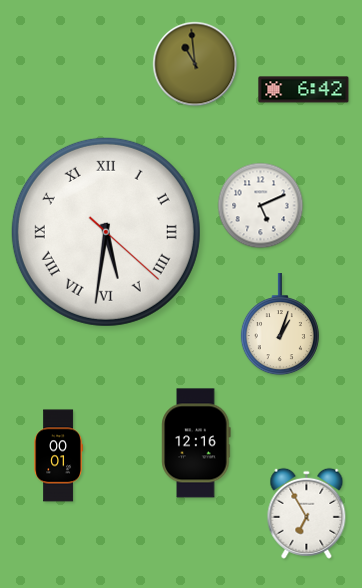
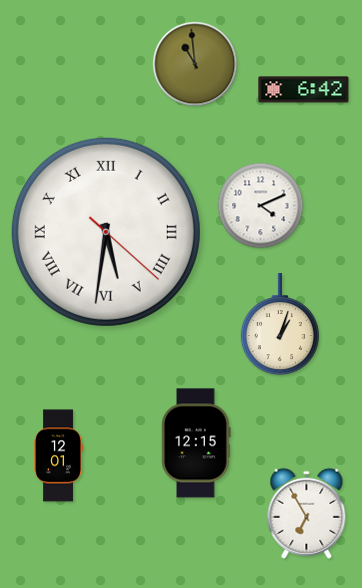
clock at (261, 206): 5:11 -> 4:11
clock at (196, 443): 12:16 -> 12:15
clock at (58, 456): 00:01 -> 12:01
